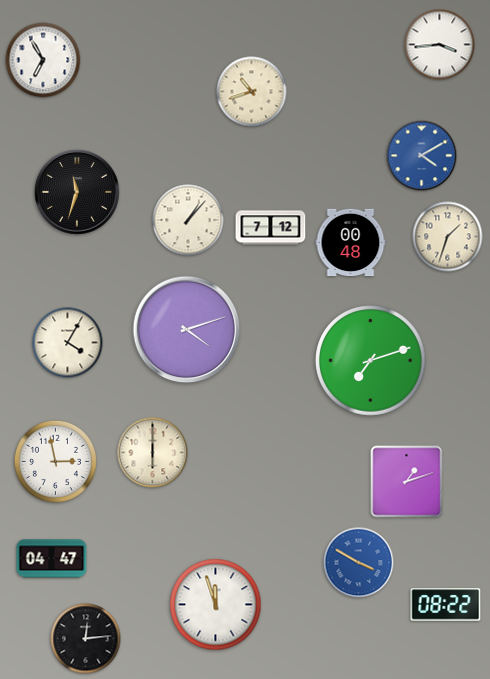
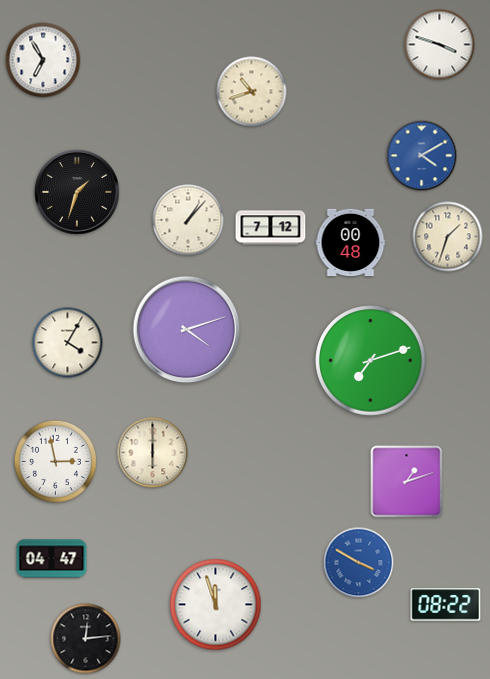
clock at (440, 45): 3:44 -> 3:48
clock at (77, 192): 11:33 -> 1:33
